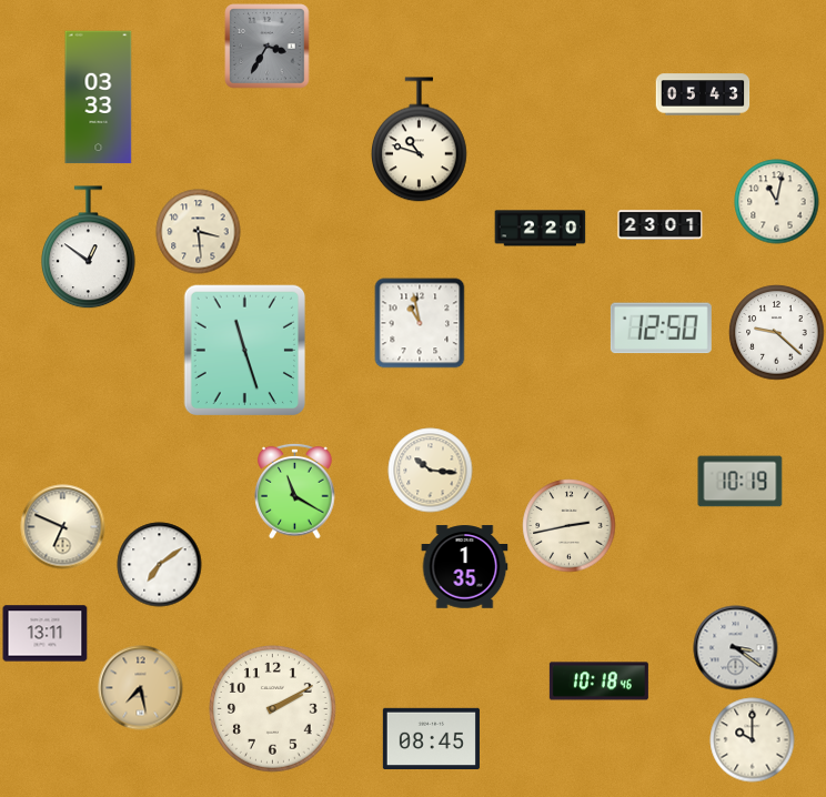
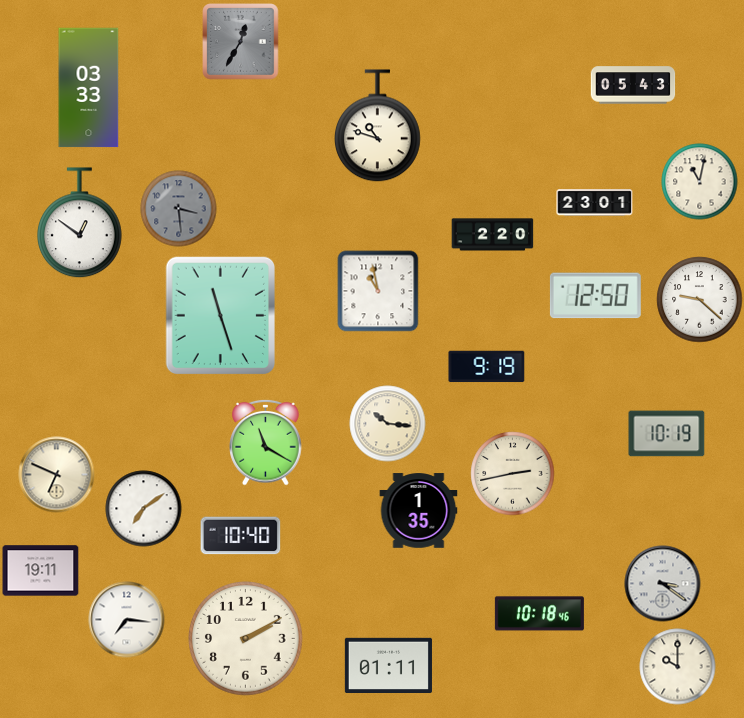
clock at (268, 47): 3:35 -> 12:35
clock at (541, 229) position: (541, 229) -> (493, 235)
clock at (199, 232) dial: cream -> grey
clock at (487, 367): none -> 9:19
clock at (241, 536): none -> 10:40
clock at (46, 634): 13:11 -> 19:11
clock at (141, 688): 7:28 -> 7:16
clock at (141, 688) dial: champagne -> white
clock at (431, 738): 08:45 -> 01:11
